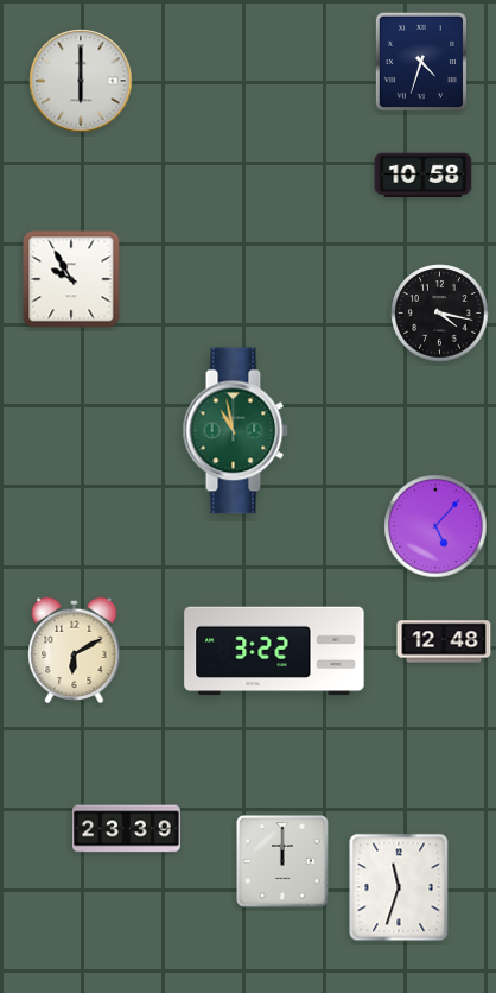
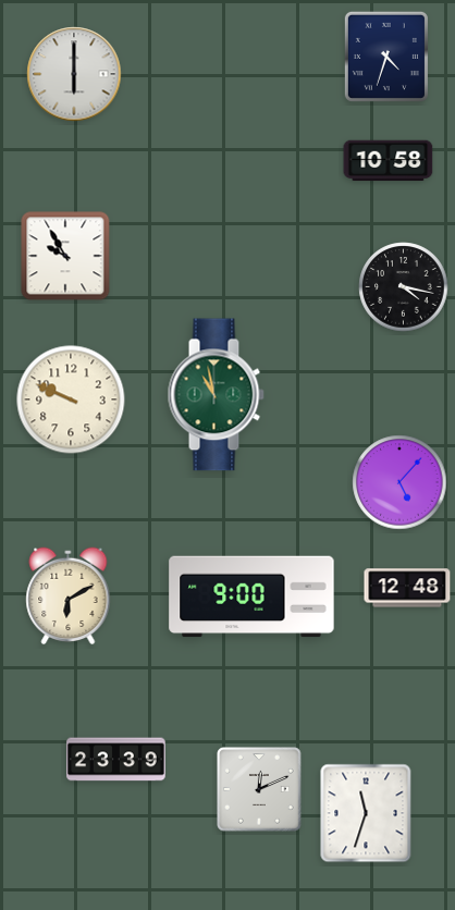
clock at (71, 399): none -> 9:49
clock at (274, 651): 3:22 -> 9:00
clock at (282, 861): 12:00 -> 12:11
